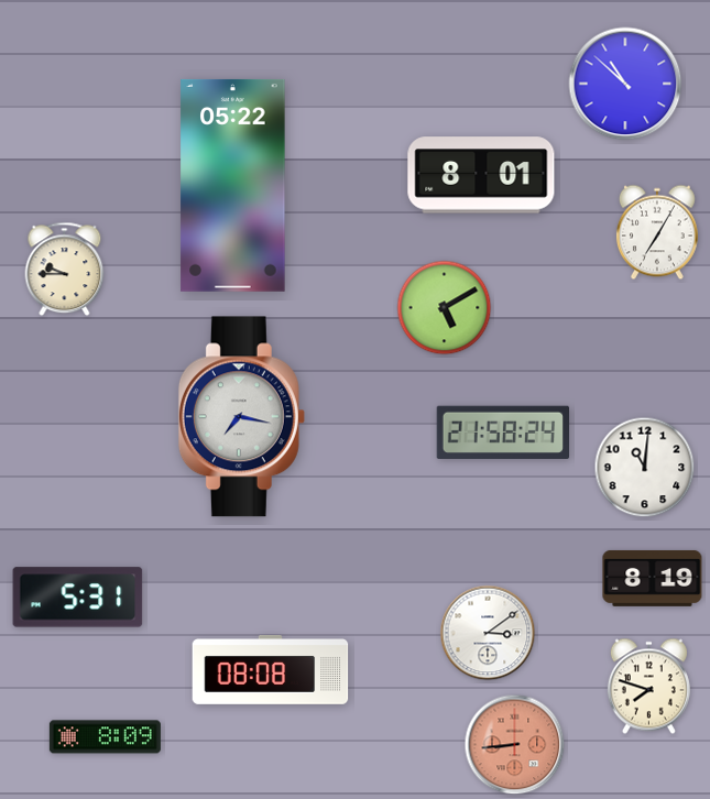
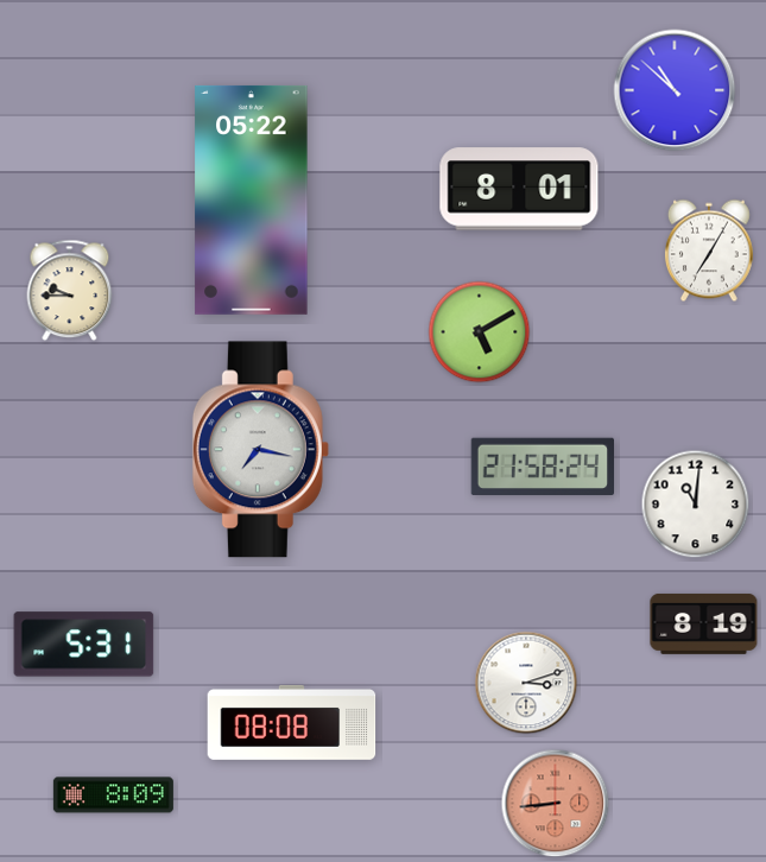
clock at (488, 633): 3:09 -> 3:12
clock at (648, 687): 7:48 -> none
